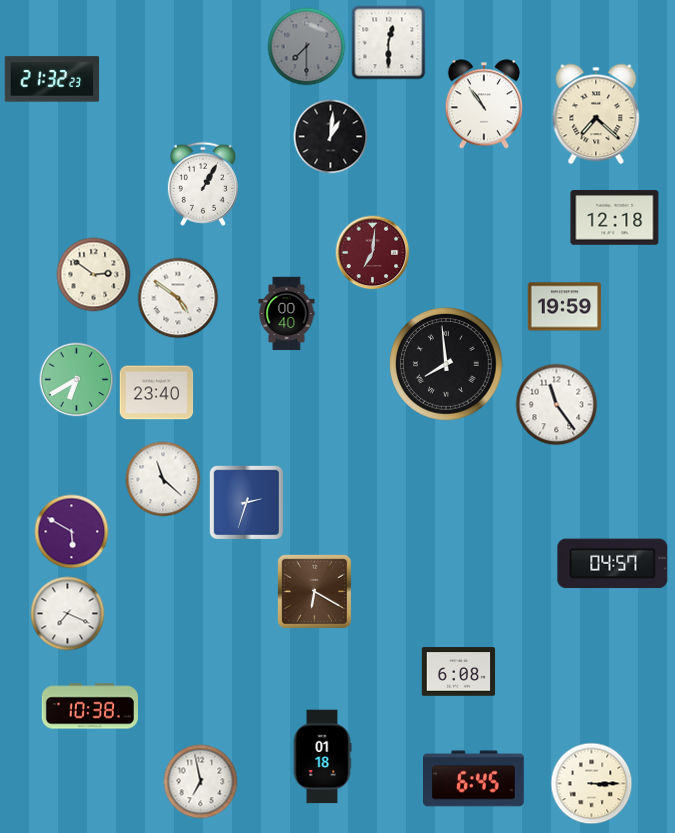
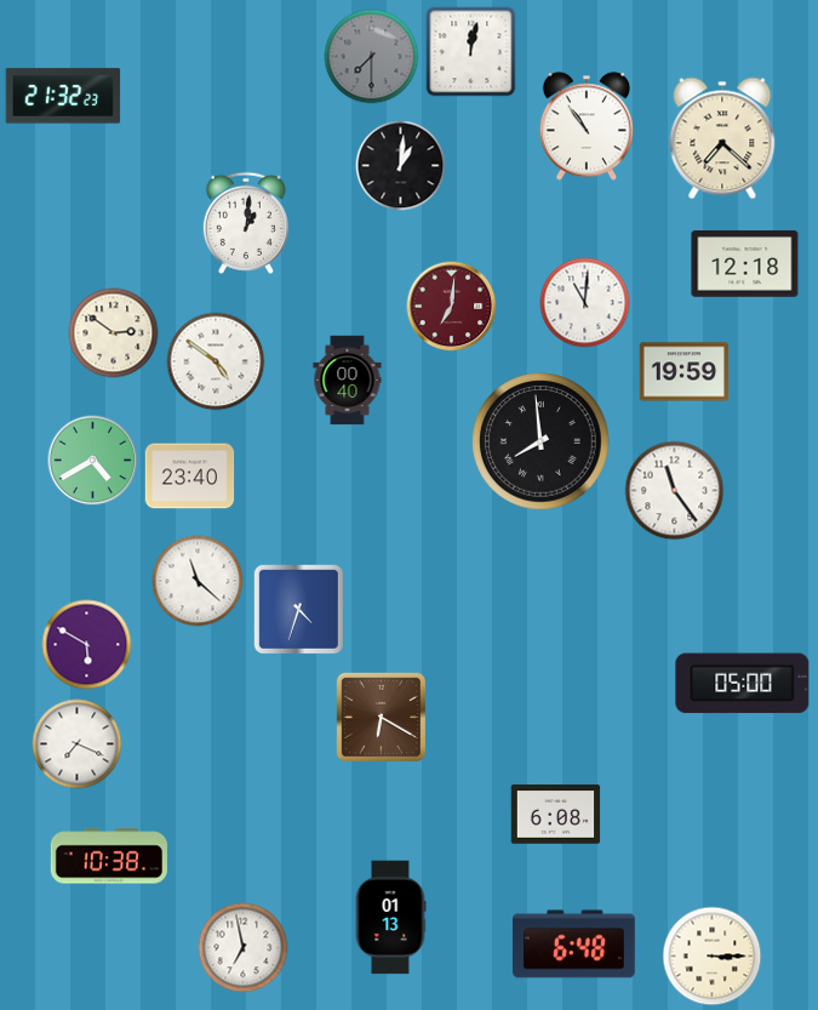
clock at (389, 43): 12:30 -> 12:02
clock at (203, 184): 1:05 -> 1:01
clock at (585, 303): none -> 11:01
clock at (77, 380): 6:40 -> 4:40
clock at (246, 502): 2:33 -> 4:33
clock at (613, 564): 04:57 -> 05:00
clock at (68, 614) position: (68, 614) -> (78, 744)
clock at (322, 757): 01:18 -> 01:13
clock at (474, 779): 6:45 -> 6:48
clock at (592, 784) position: (592, 784) -> (713, 957)
